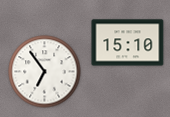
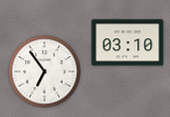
clock at (128, 43): 15:10 -> 03:10
